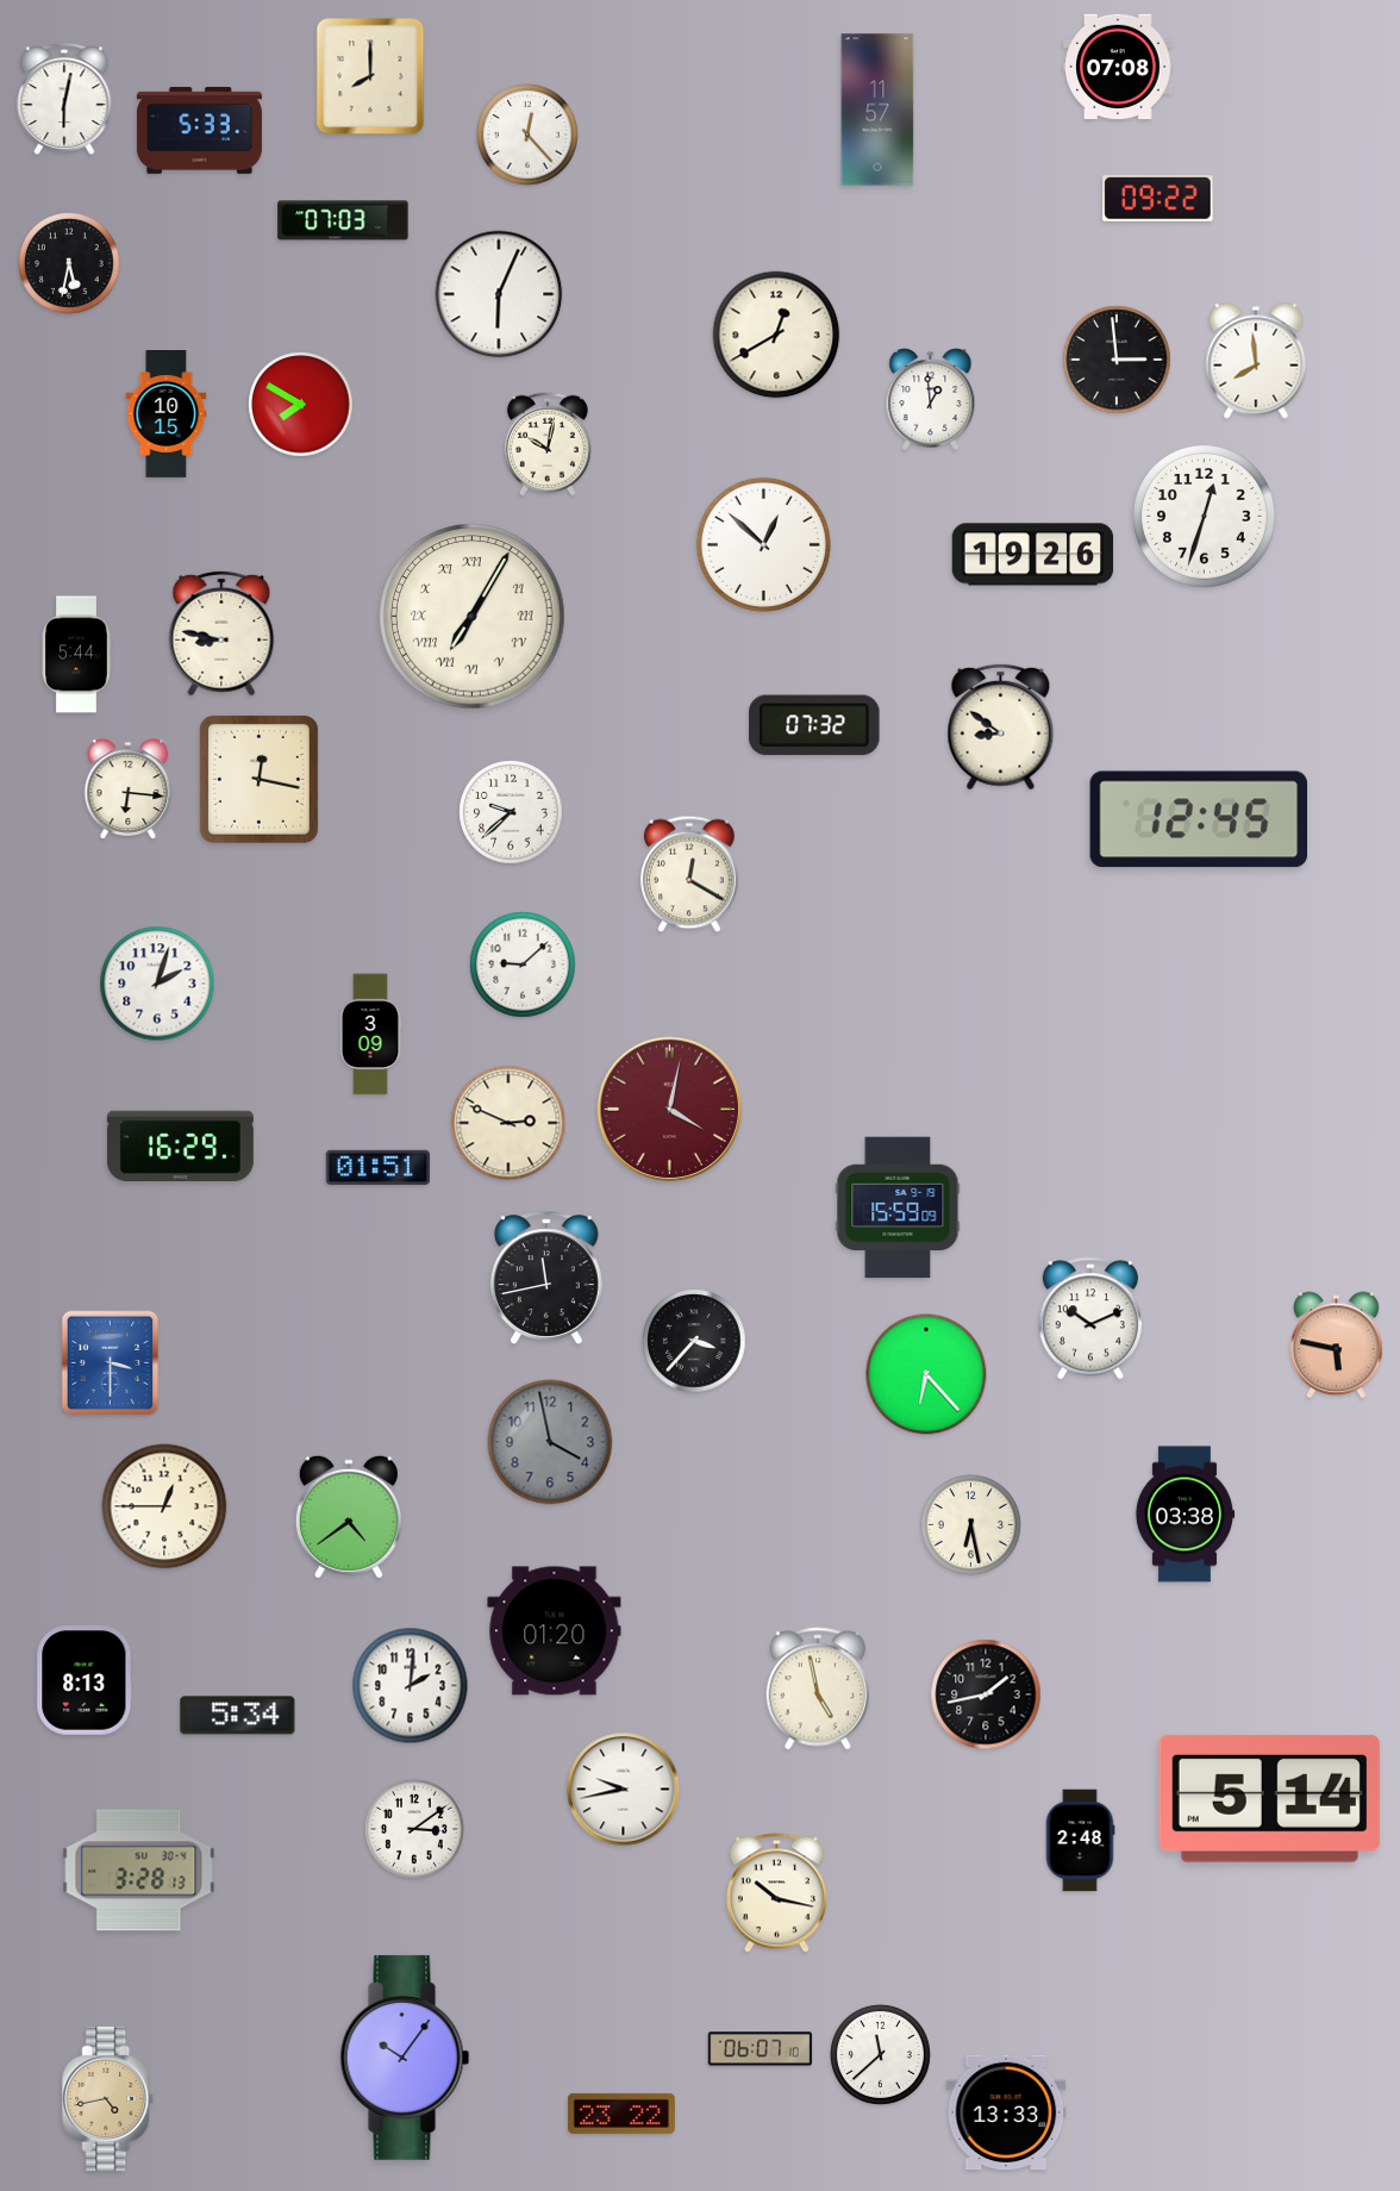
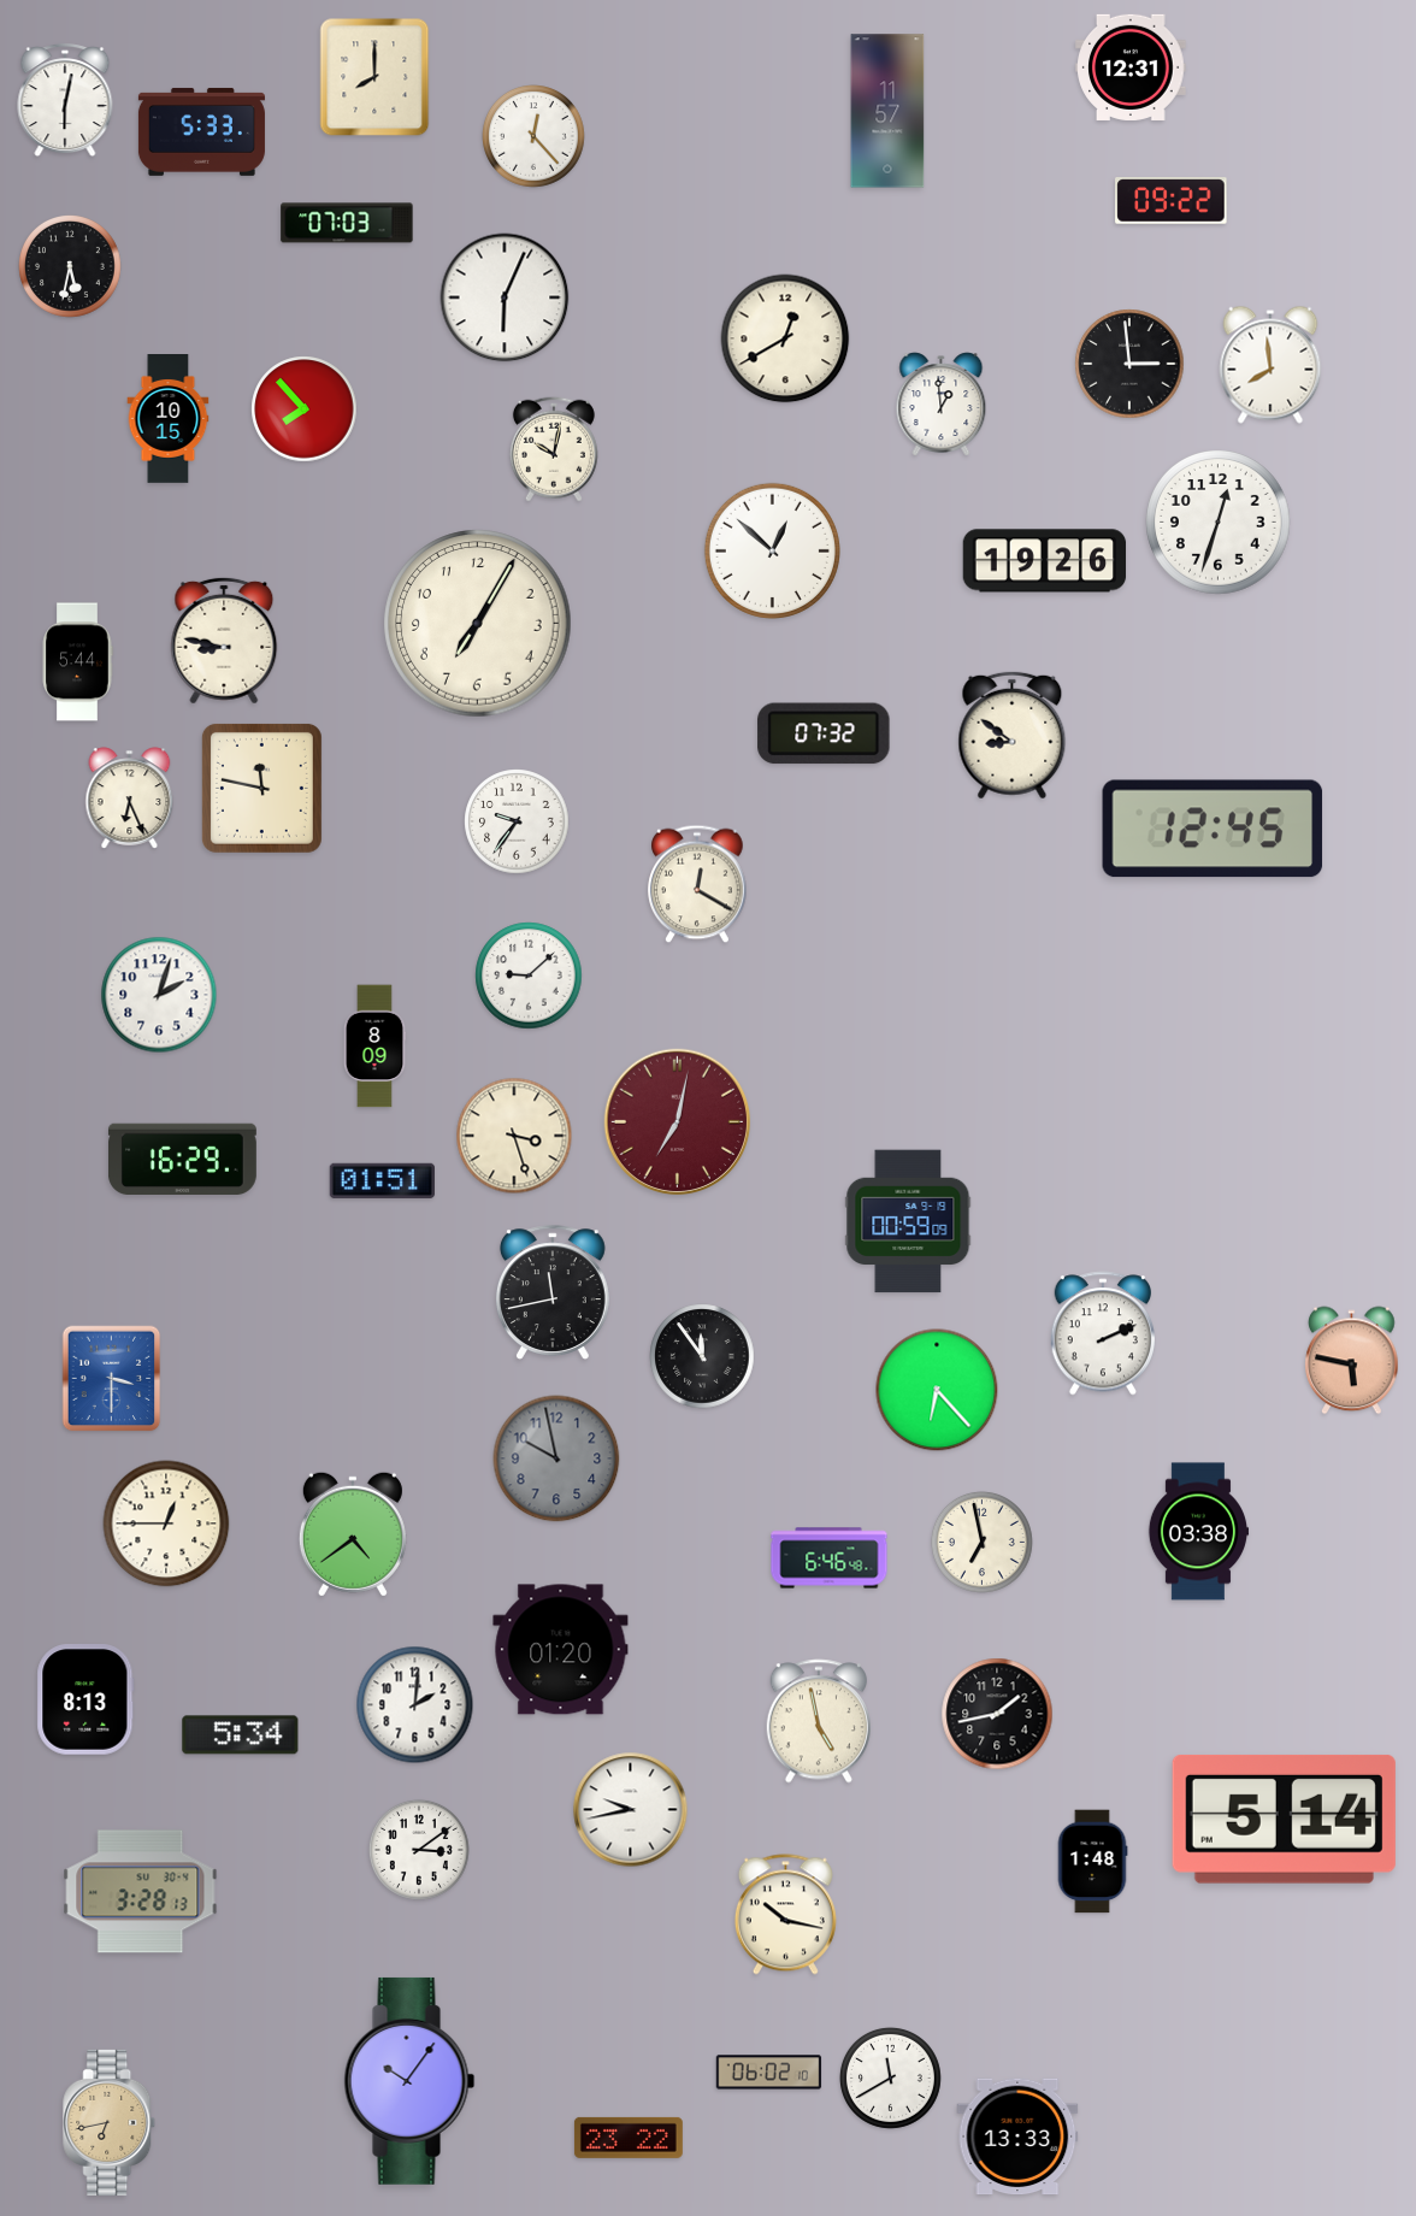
clock at (1118, 67): 07:08 -> 12:31
clock at (301, 405): 7:50 -> 7:53
clock at (473, 617) numerals: Roman -> Arabic
clock at (258, 779): 12:17 -> 11:47
clock at (129, 789): 6:16 -> 6:26
clock at (511, 812): 9:38 -> 9:36
clock at (370, 1035): 3:09 -> 8:09
clock at (670, 1110): 4:02 -> 7:02
clock at (508, 1123): 2:49 -> 3:27
clock at (898, 1207): 15:59 -> 00:59
clock at (1089, 1318): 10:11 -> 2:11
clock at (694, 1341): 3:37 -> 11:54
clock at (550, 1442): 3:58 -> 9:58
clock at (970, 1524): 6:28 -> 6:58
clock at (830, 1558): none -> 6:46
clock at (817, 1688) position: (817, 1688) -> (818, 1721)
clock at (1080, 1841): 2:48 -> 1:48
clock at (761, 2049): 06:07 -> 06:02
clock at (880, 2054): 11:38 -> 11:40
clock at (108, 2098): 4:43 -> 6:43
